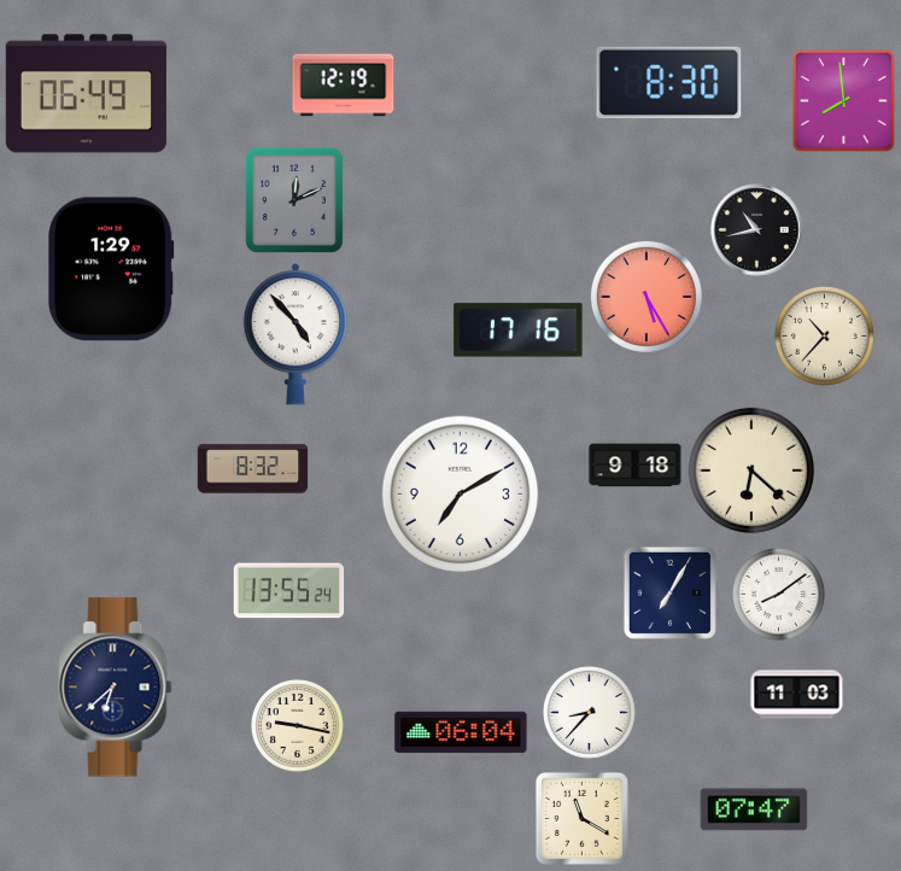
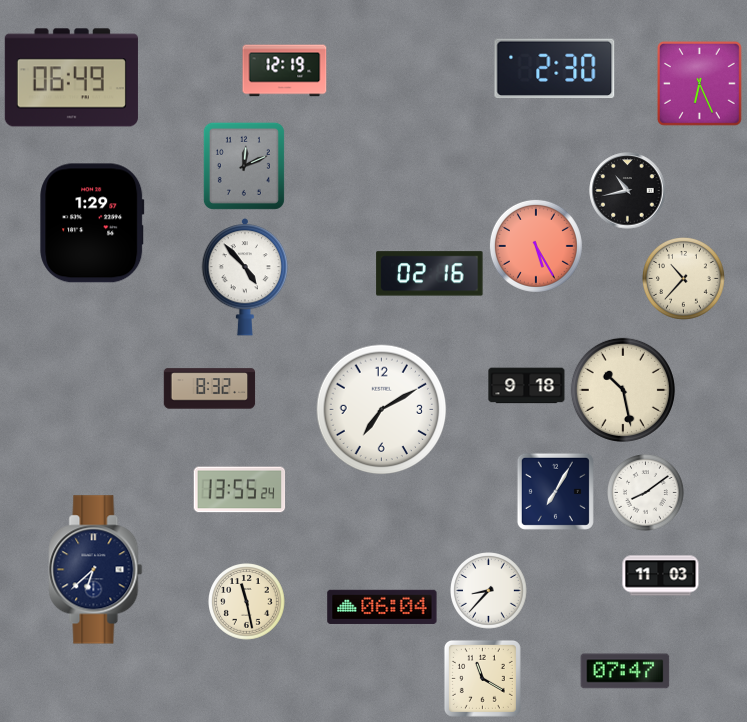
clock at (669, 83): 8:30 -> 2:30
clock at (843, 100): 7:59 -> 6:26
clock at (519, 331): 17:16 -> 02:16
clock at (751, 470): 6:22 -> 10:28
clock at (298, 726): 9:17 -> 11:28
